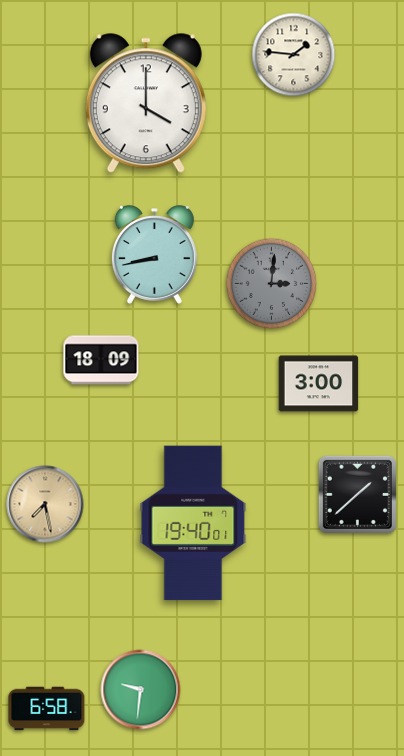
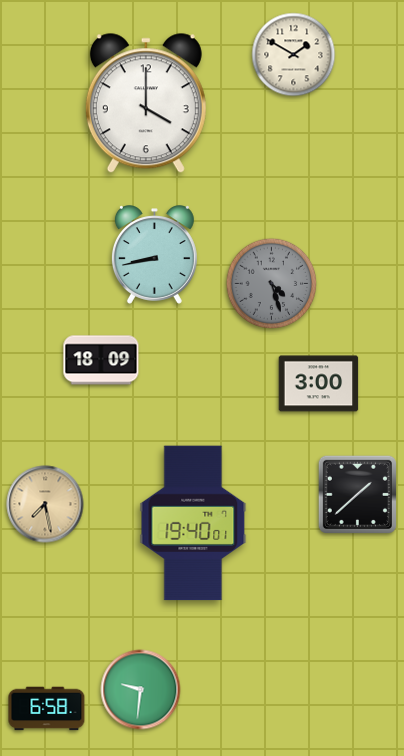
clock at (294, 55): 1:46 -> 1:50
clock at (272, 284): 3:01 -> 4:27
